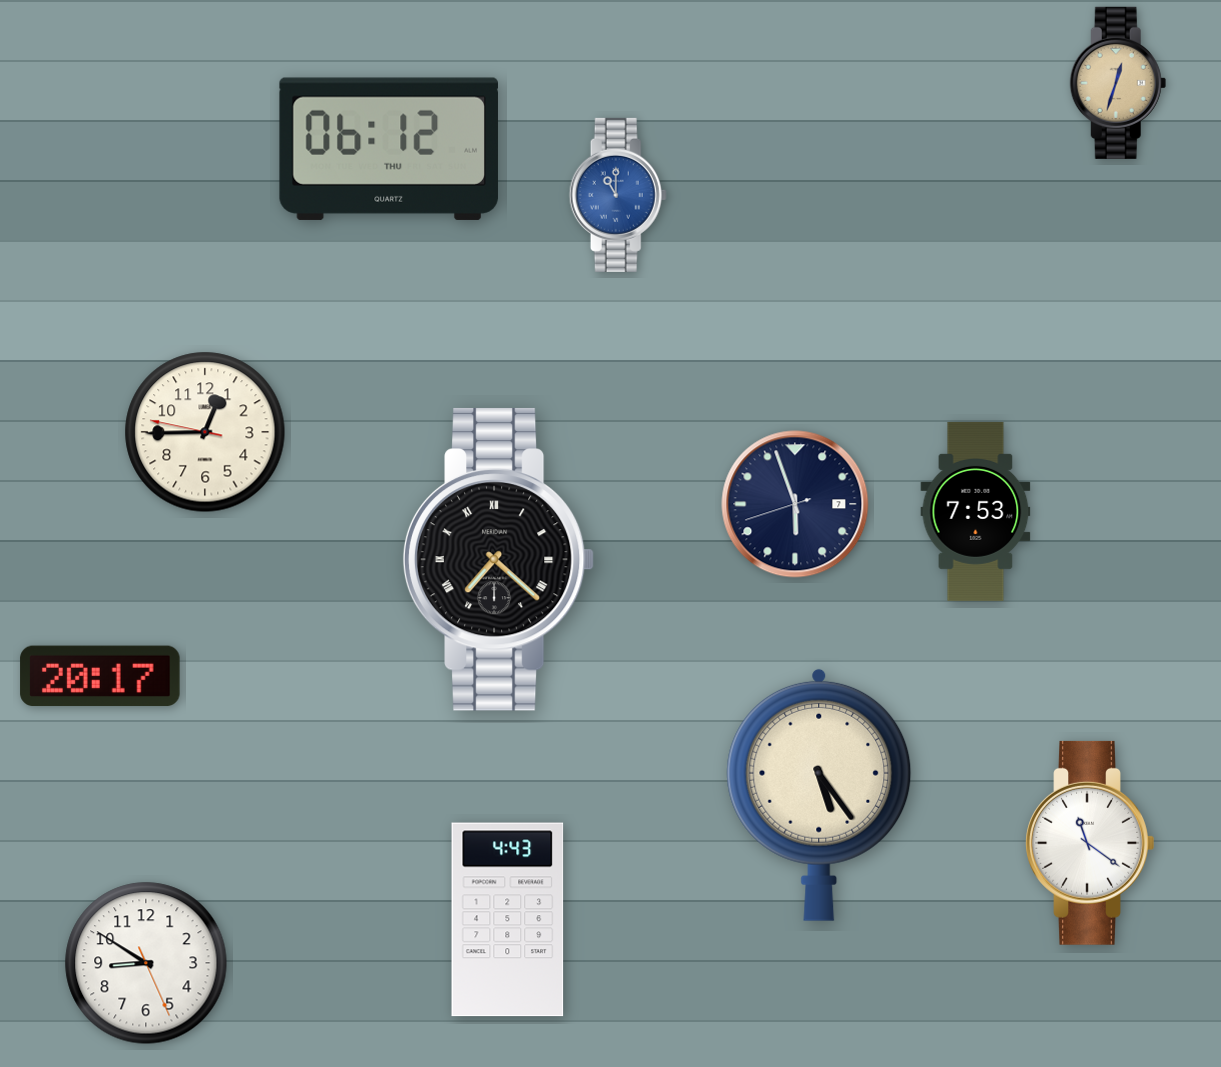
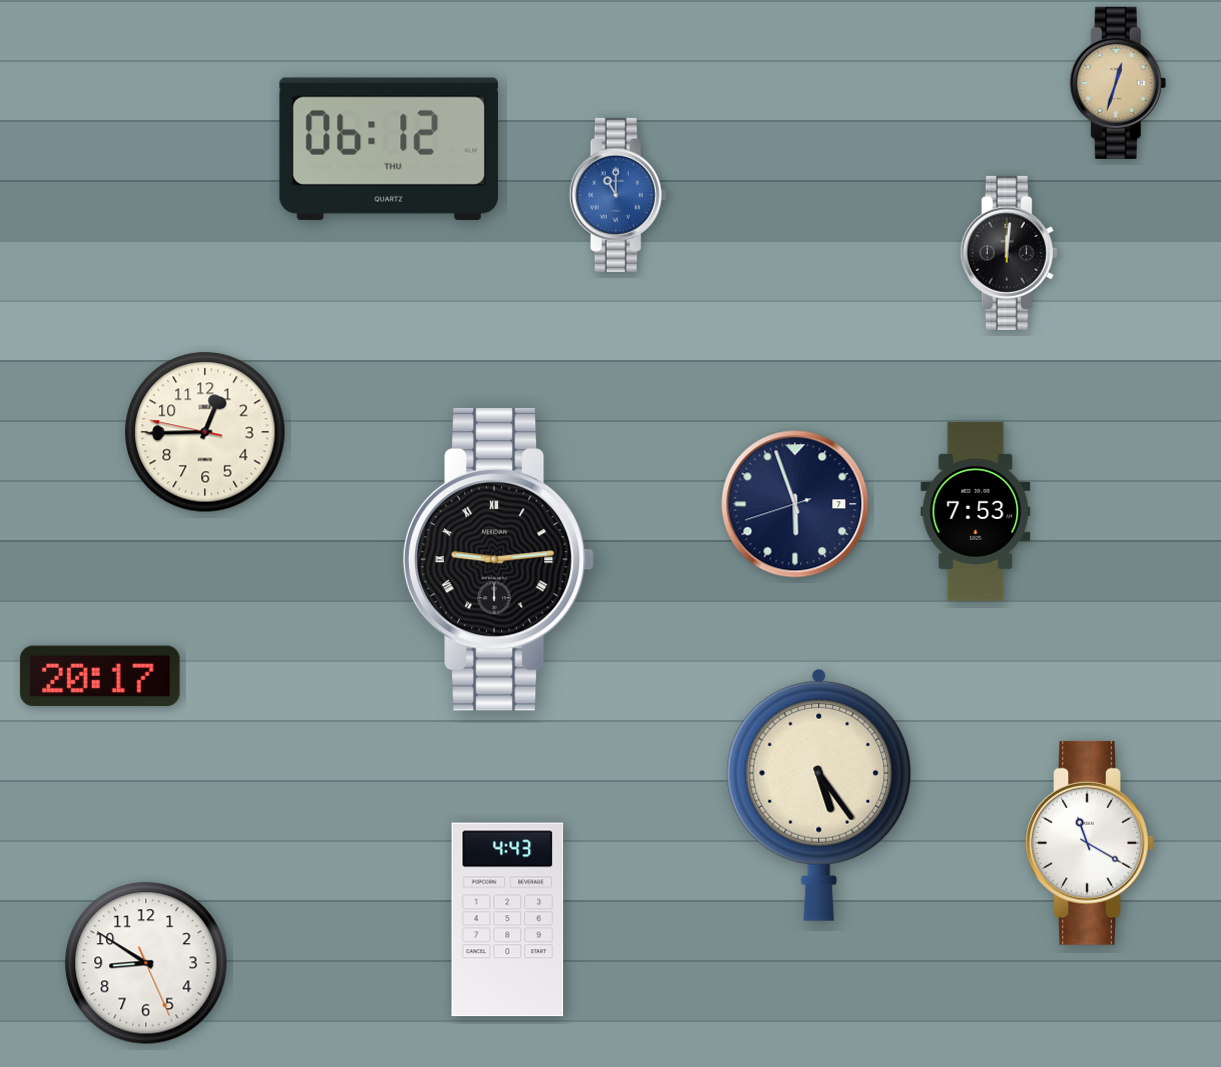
clock at (1009, 253): none -> 12:01
clock at (499, 559): 7:22 -> 9:14
clock at (1090, 843): 11:21 -> 11:20
